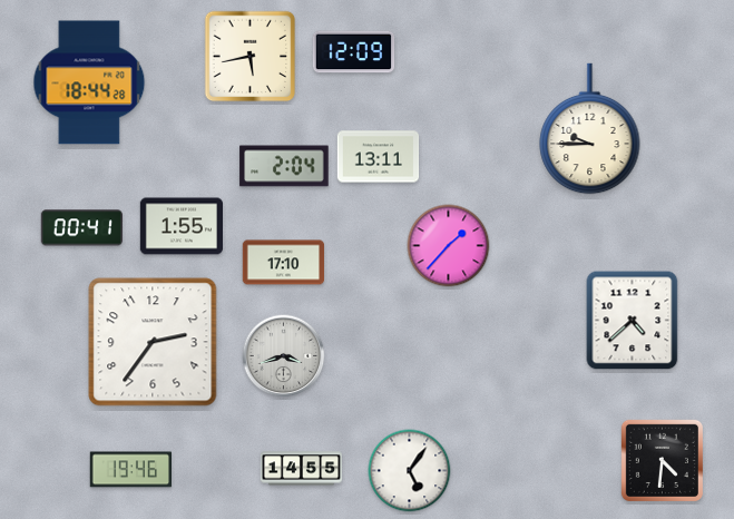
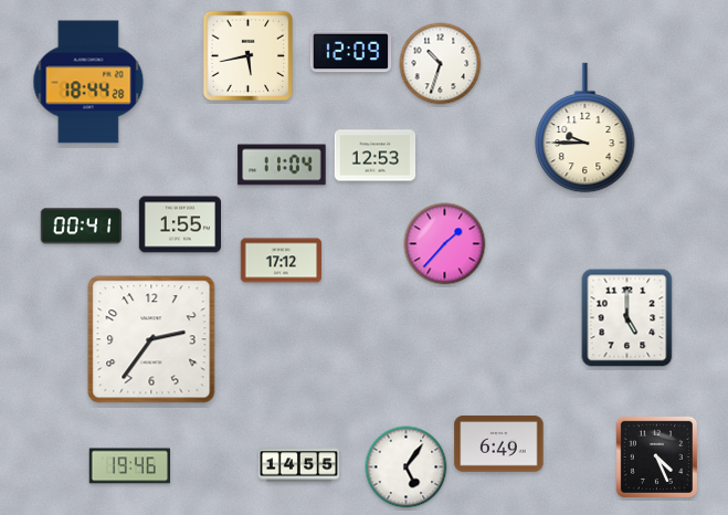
clock at (441, 64): none -> 10:33
clock at (379, 157): 13:11 -> 12:53
clock at (284, 166): 2:04 -> 11:04
clock at (284, 263): 17:10 -> 17:12
clock at (633, 321): 4:38 -> 5:00
clock at (284, 356): 3:42 -> none
clock at (499, 444): none -> 6:49
clock at (662, 460): 4:31 -> 4:26
